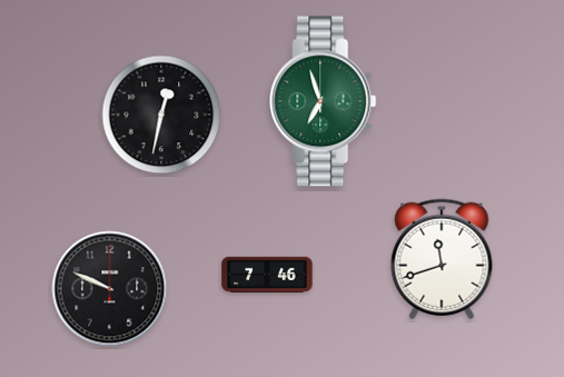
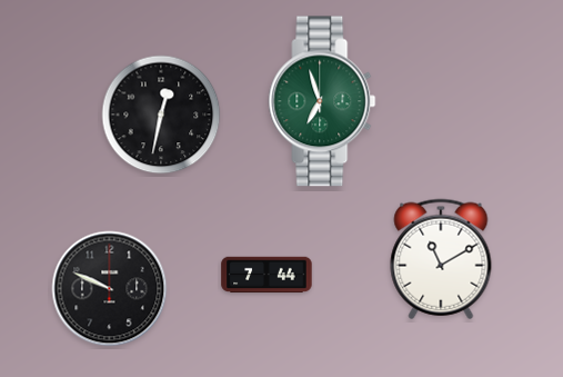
clock at (442, 259): 11:42 -> 11:10
clock at (267, 275): 7:46 -> 7:44
